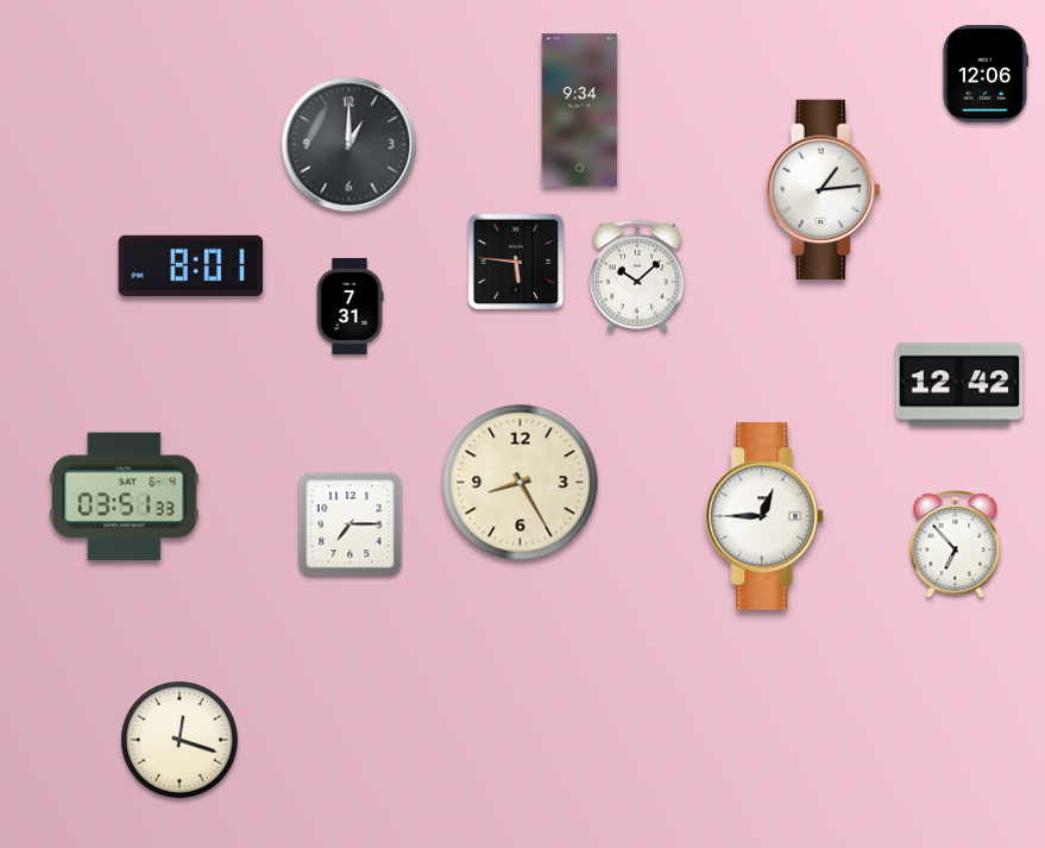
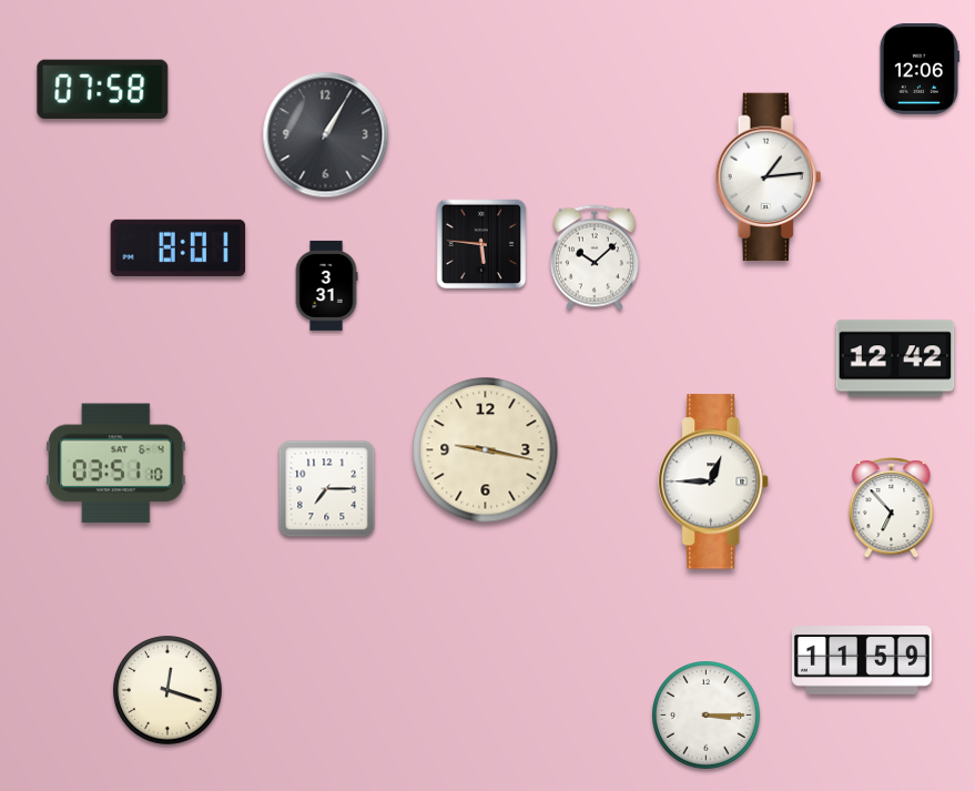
clock at (103, 90): none -> 07:58
clock at (580, 111): 9:34 -> none
clock at (350, 145): 1:00 -> 1:05
clock at (350, 306): 7:31 -> 3:31
clock at (521, 483): 8:25 -> 9:17
clock at (124, 497): 03:51:33 -> 03:51:10
clock at (862, 661): none -> 11:59
clock at (707, 716): none -> 3:15
